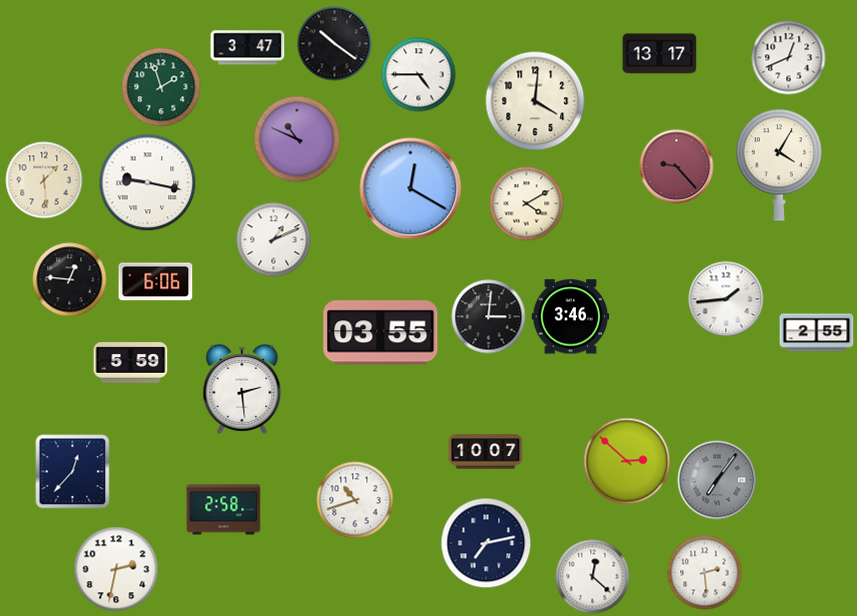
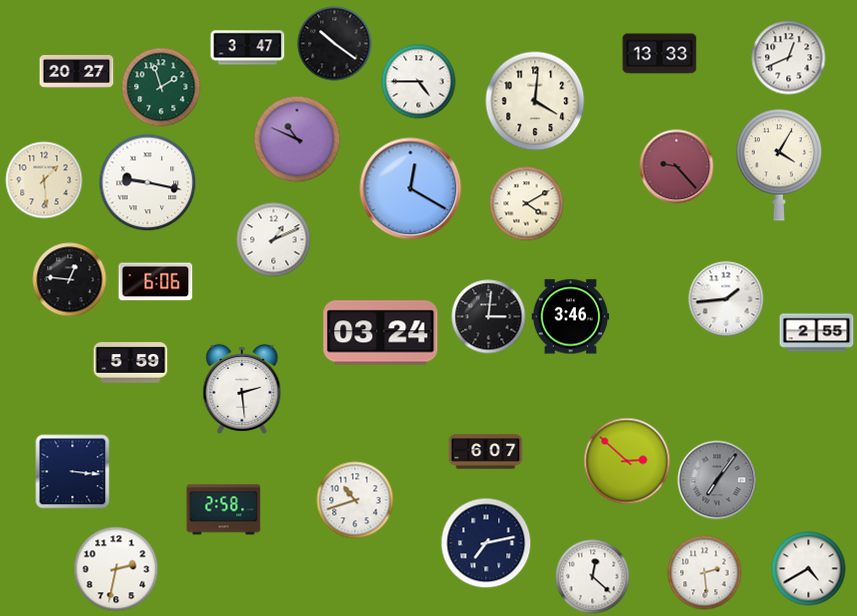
clock at (660, 54): 13:17 -> 13:33
clock at (77, 71): none -> 20:27
clock at (419, 75) position: (419, 75) -> (419, 82)
clock at (381, 333): 03:55 -> 03:24
clock at (486, 452): 10:07 -> 6:07
clock at (73, 472): 12:37 -> 3:16
clock at (809, 569): none -> 4:40
